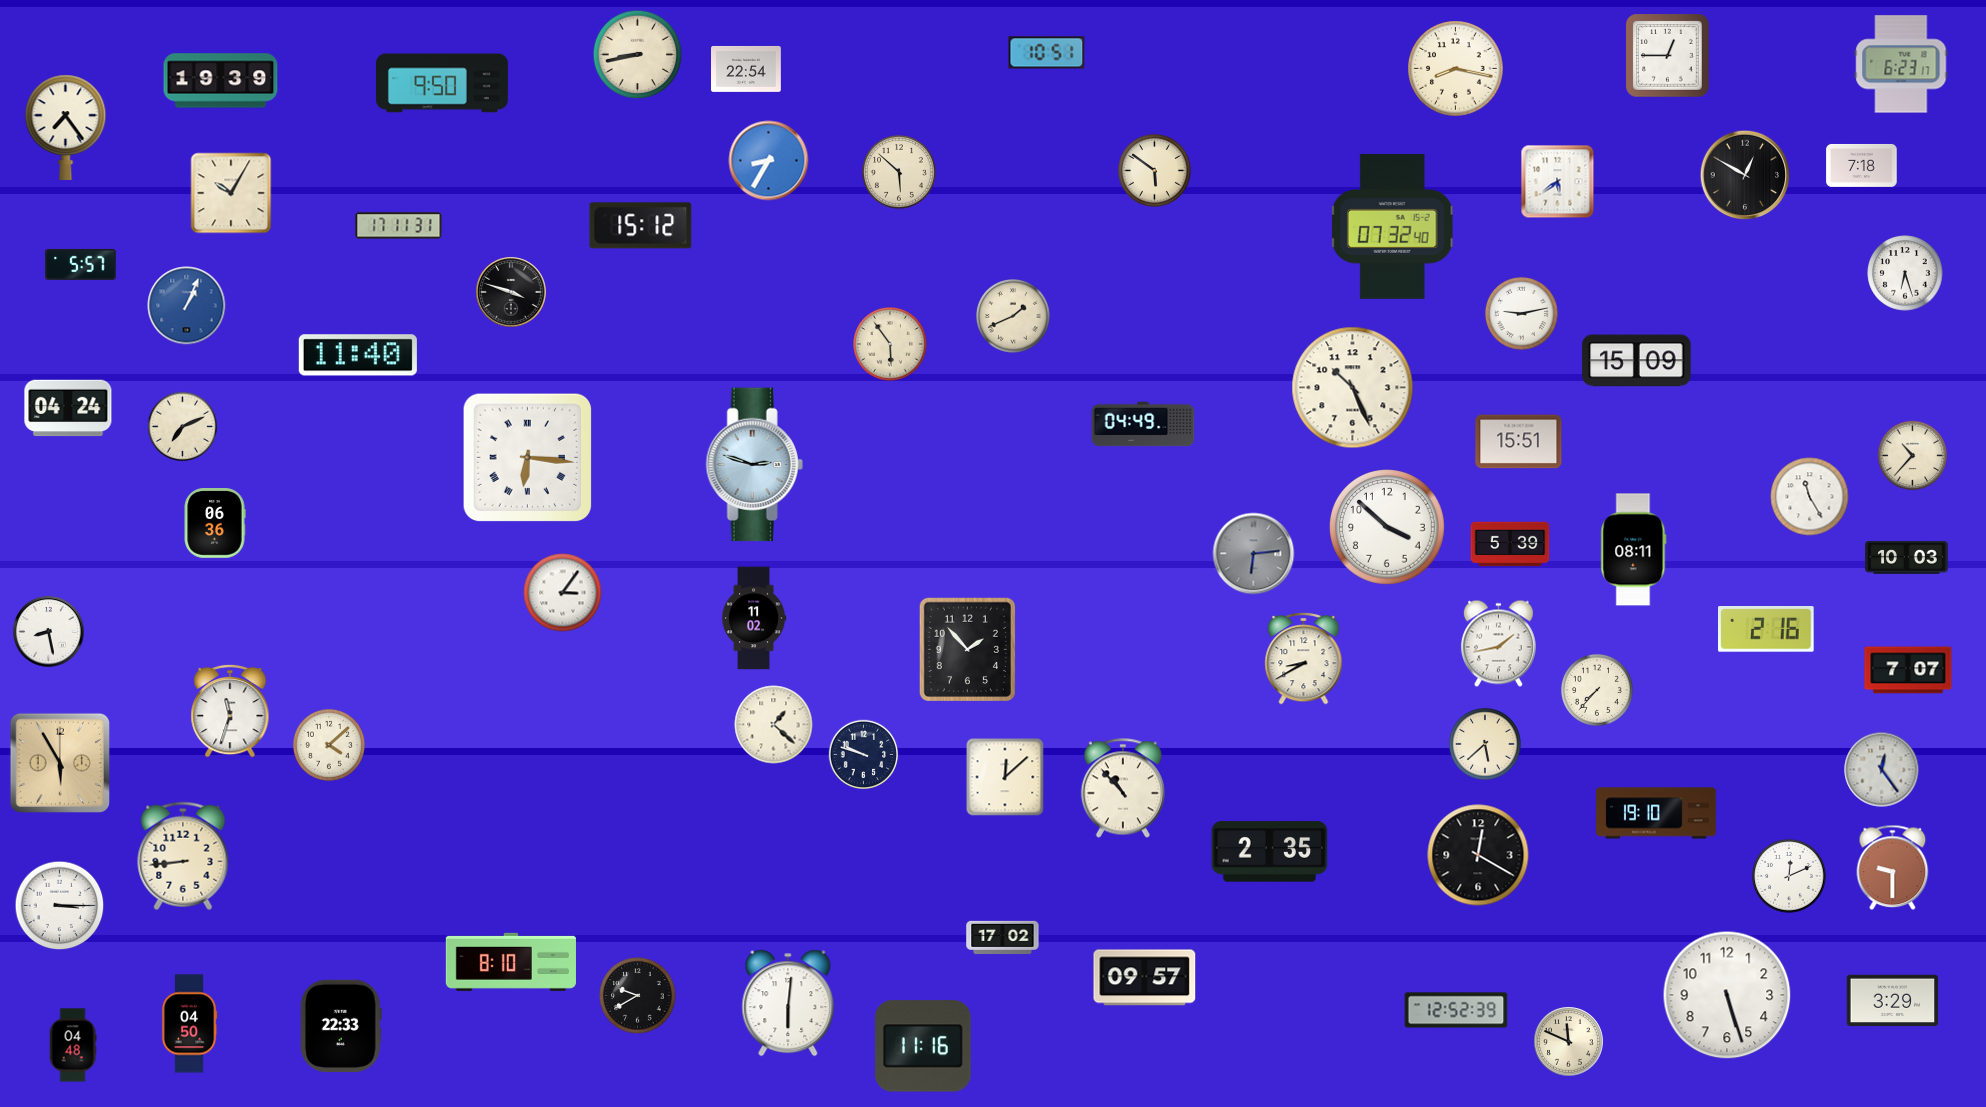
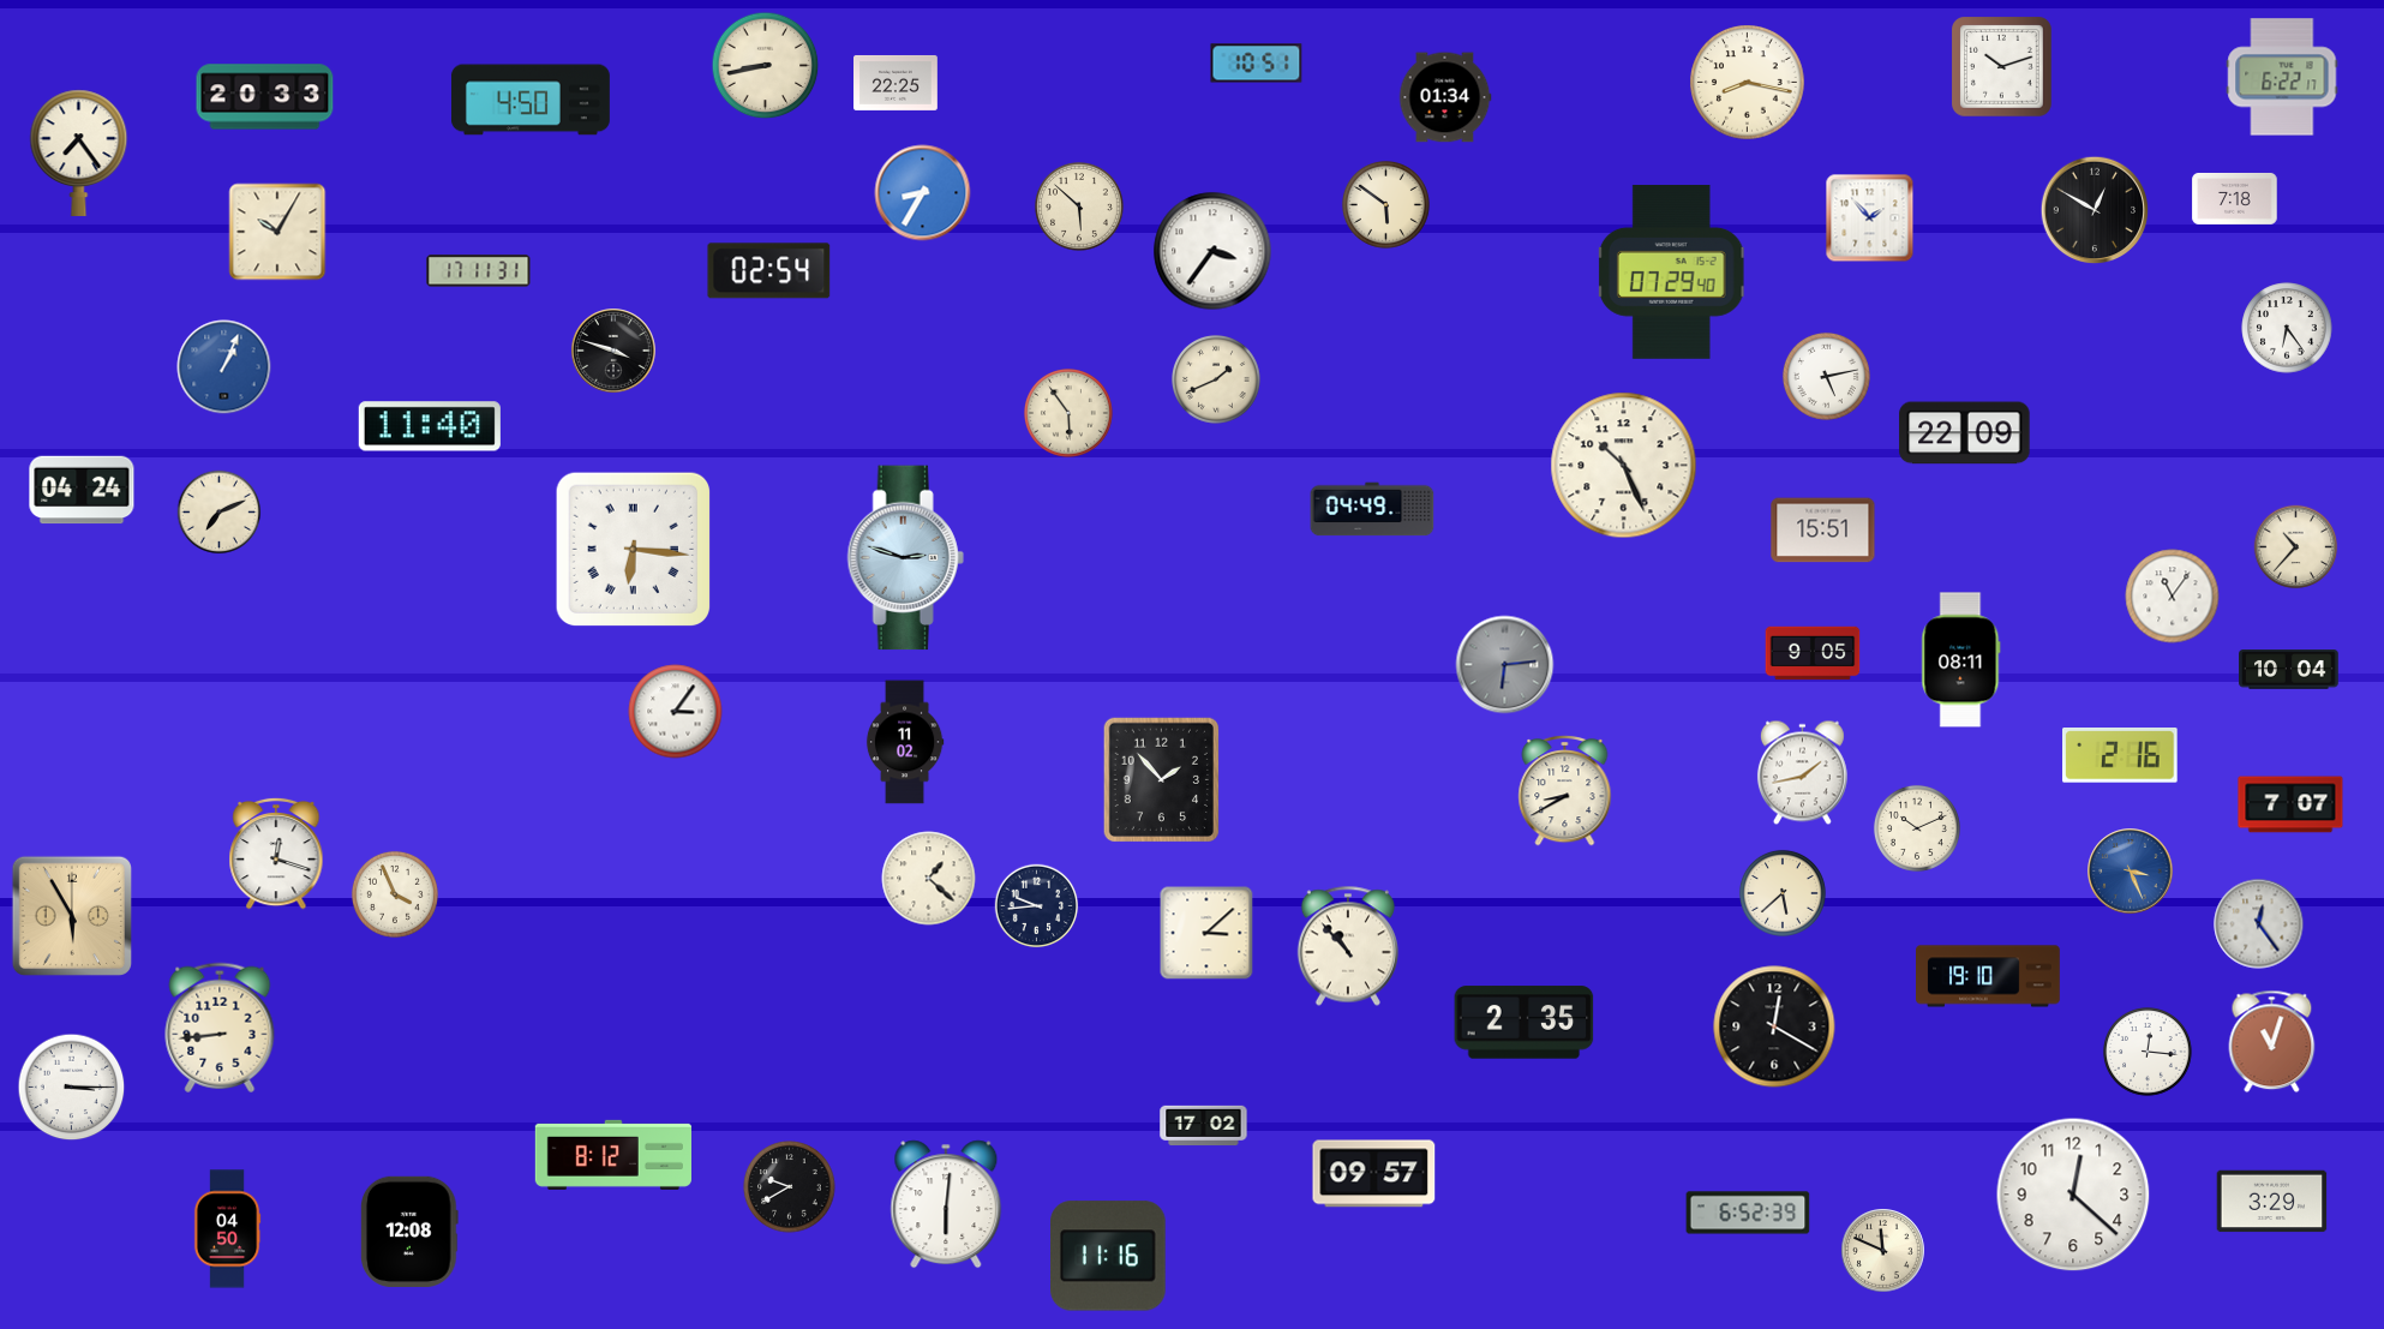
clock at (1668, 56): 12:45 -> 10:12
clock at (1901, 64): 6:23 -> 6:22
clock at (746, 69): 22:54 -> 22:25
clock at (221, 81): 19:39 -> 20:33
clock at (1445, 97): none -> 01:34
clock at (442, 83): 9:50 -> 4:50
clock at (1558, 182): 5:39 -> 1:53
clock at (1212, 251): none -> 3:36
clock at (641, 226): 15:12 -> 02:54
clock at (1392, 226): 07:32 -> 07:29
clock at (81, 264): 5:57 -> none
clock at (1905, 273): 6:27 -> 6:24
clock at (1521, 313): 9:13 -> 5:13
clock at (1637, 361): 15:09 -> 22:09
clock at (1810, 497): 11:25 -> 11:06
clock at (215, 524): 06:36 -> none
clock at (1388, 528): 3:52 -> none
clock at (1510, 544): 5:39 -> 9:05
clock at (1907, 558): 10:03 -> 10:04
clock at (49, 632): 8:28 -> none
clock at (1498, 644) position: (1498, 644) -> (1802, 773)
clock at (1597, 690): 7:37 -> 10:11
clock at (230, 711): 11:33 -> 12:18
clock at (774, 725) position: (774, 725) -> (929, 879)
clock at (2131, 872): none -> 3:26
clock at (329, 745): 4:08 -> 3:56
clock at (864, 755): 9:48 -> 9:44
clock at (1005, 777): 12:08 -> 3:08
clock at (1893, 868): 9:30 -> 11:03
clock at (1790, 877): 12:11 -> 12:16
clock at (511, 962): 8:10 -> 8:12
clock at (1727, 995): 5:27 -> 12:22
clock at (638, 996) position: (638, 996) -> (790, 1187)
clock at (1456, 1010): 12:52 -> 6:52
clock at (341, 1025): 22:33 -> 12:08
clock at (73, 1045): 04:48 -> none
